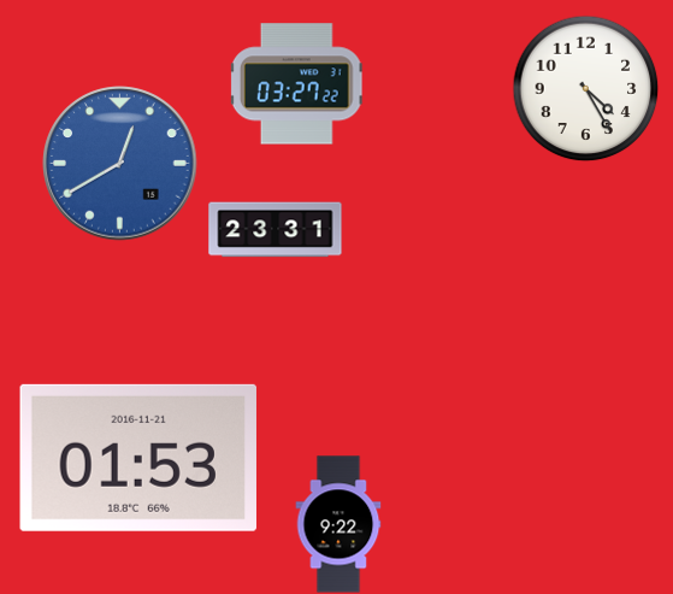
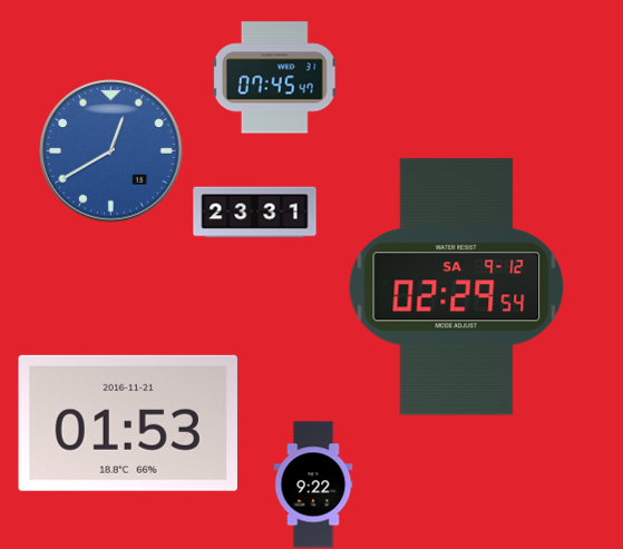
clock at (296, 84): 03:27 -> 07:45
clock at (585, 88): 4:25 -> none
clock at (457, 287): none -> 02:29
